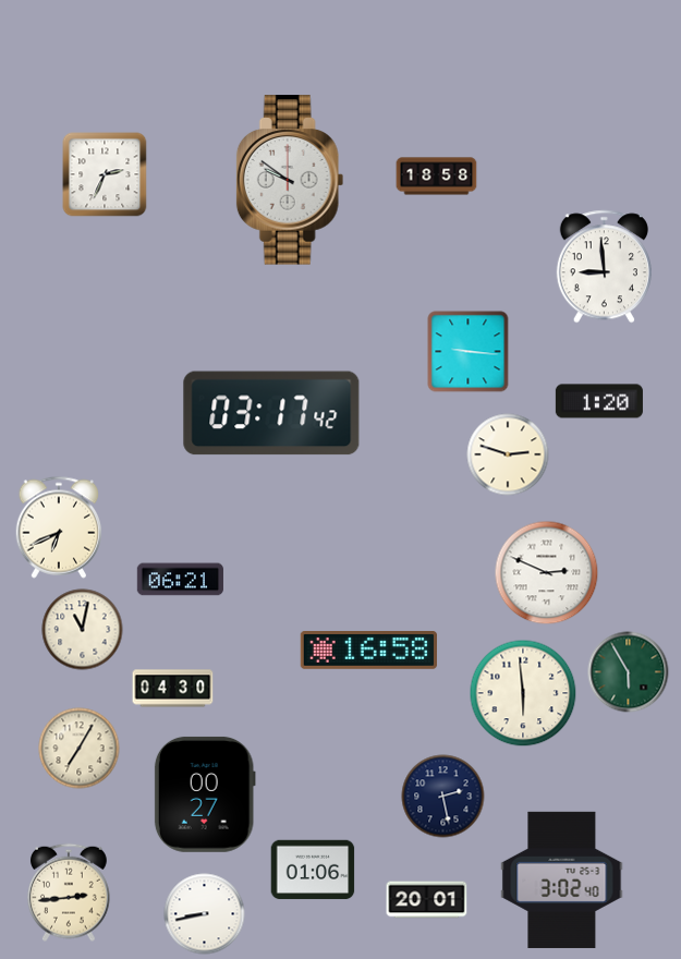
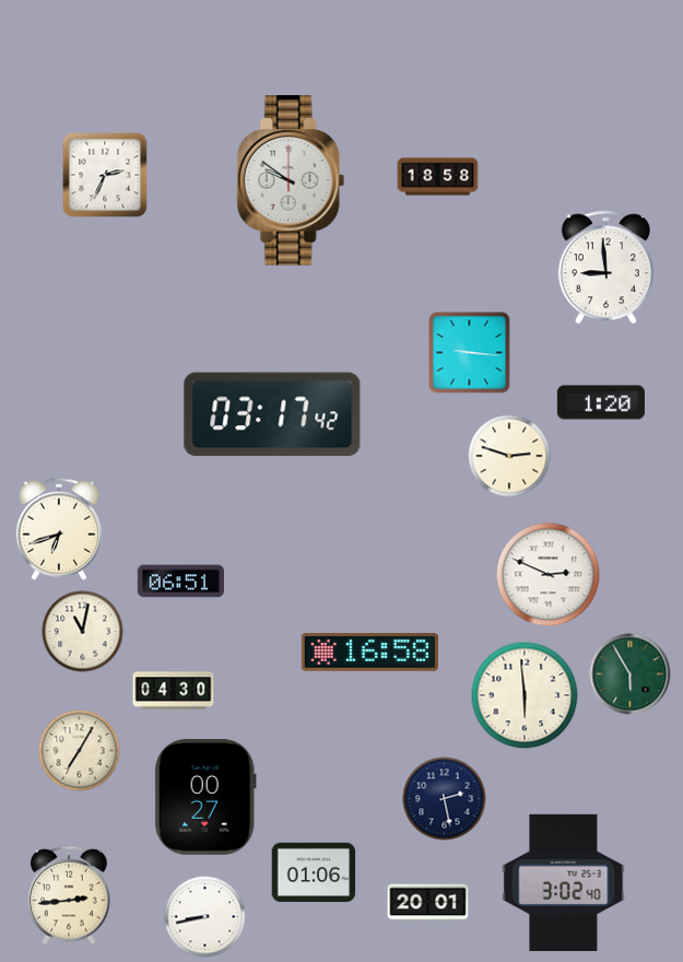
clock at (59, 527): 6:41 -> 6:42
clock at (180, 580): 06:21 -> 06:51
